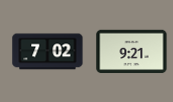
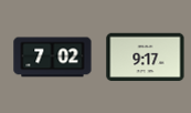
clock at (132, 52): 9:21 -> 9:17
